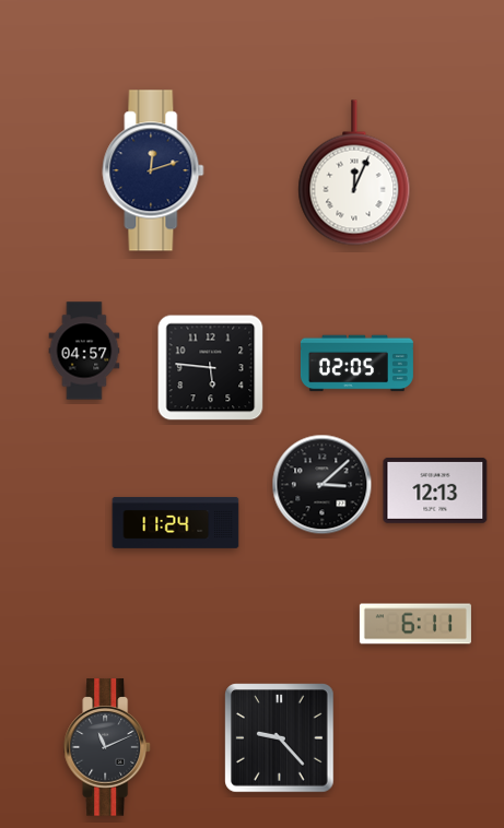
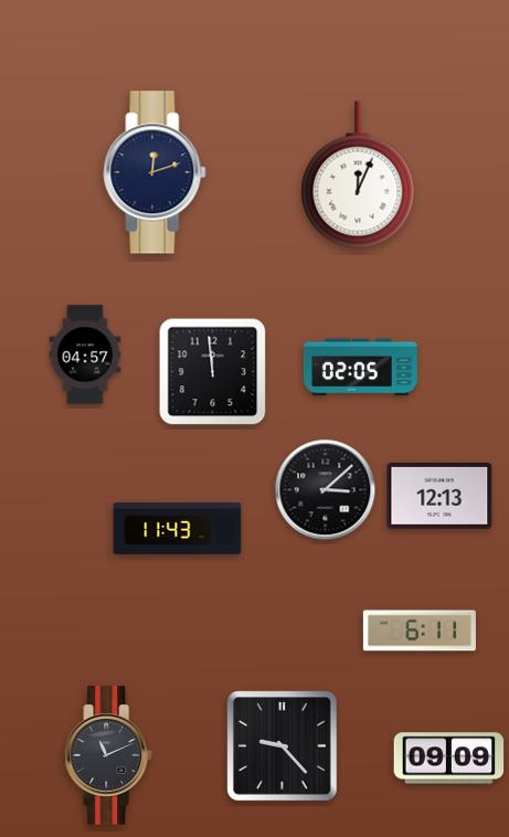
clock at (211, 368): 5:46 -> 11:59
clock at (176, 522): 11:24 -> 11:43
clock at (449, 759): none -> 09:09
